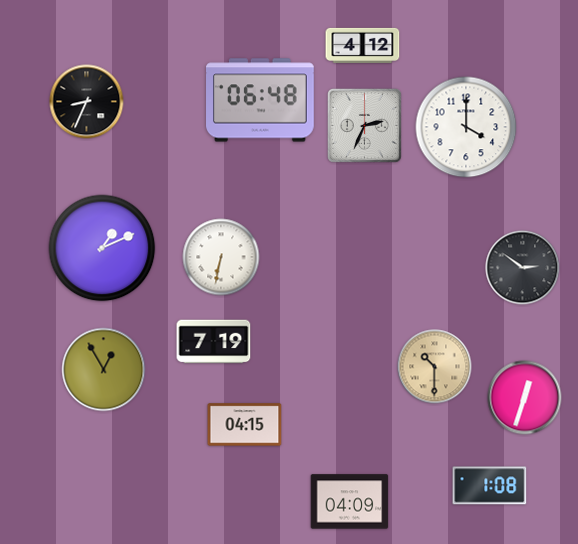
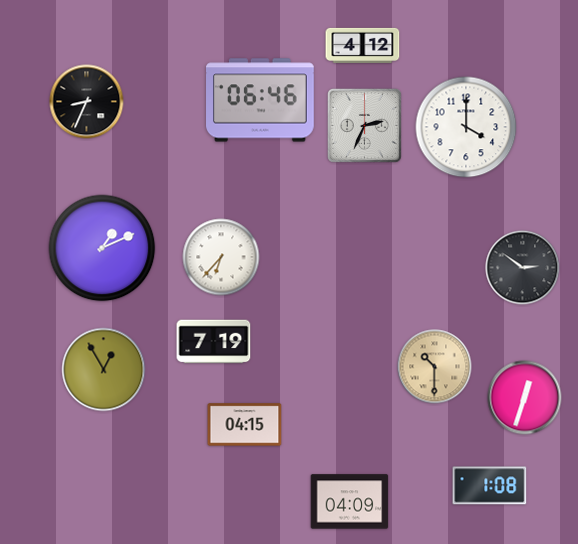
clock at (261, 100): 06:48 -> 06:46
clock at (221, 257): 6:32 -> 6:37
